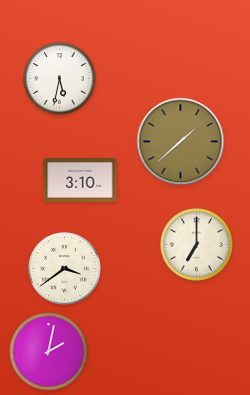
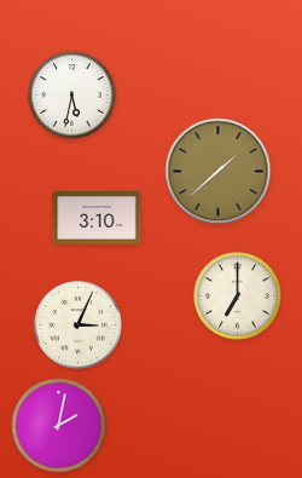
clock at (65, 269): 3:39 -> 3:04
